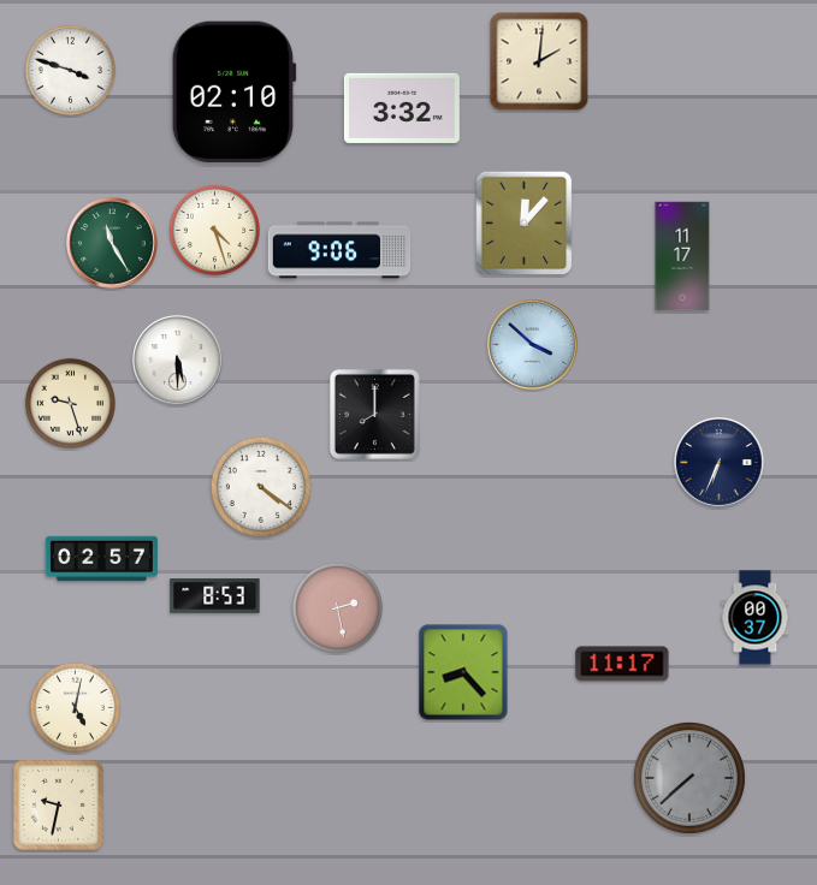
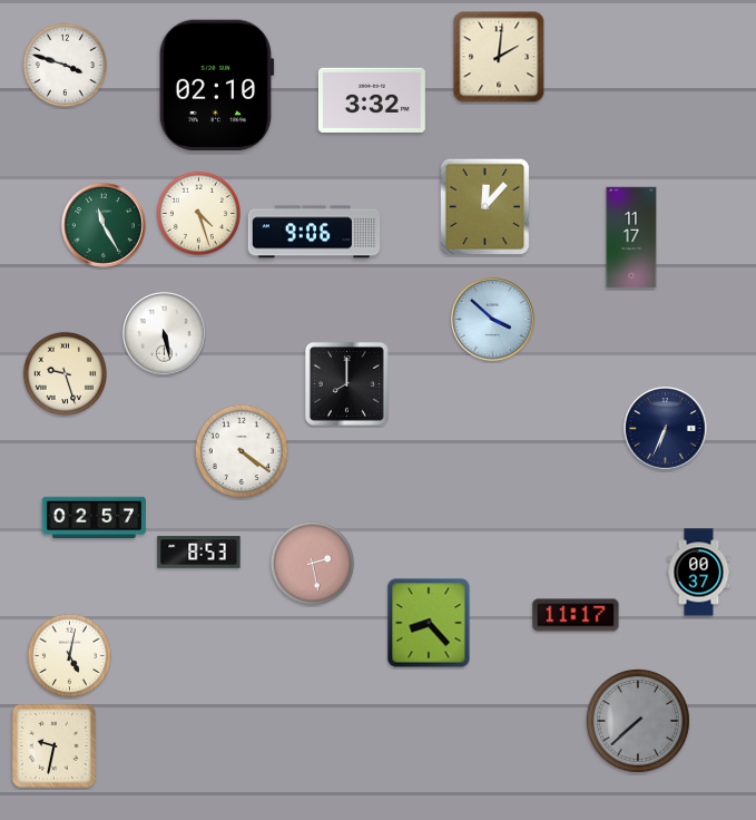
clock at (178, 361): 5:30 -> 5:28
